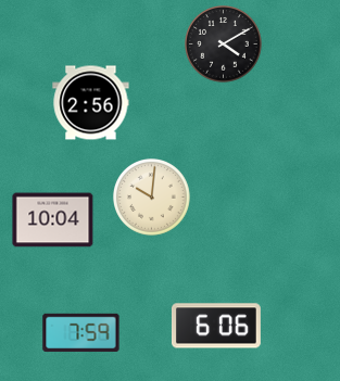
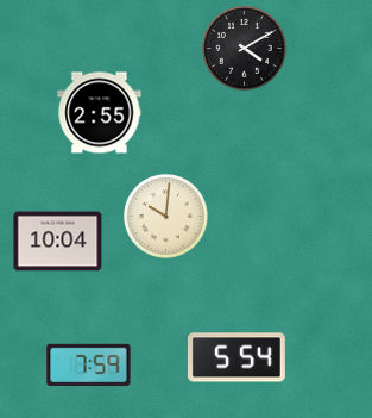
clock at (91, 103): 2:56 -> 2:55
clock at (216, 326): 6:06 -> 5:54
